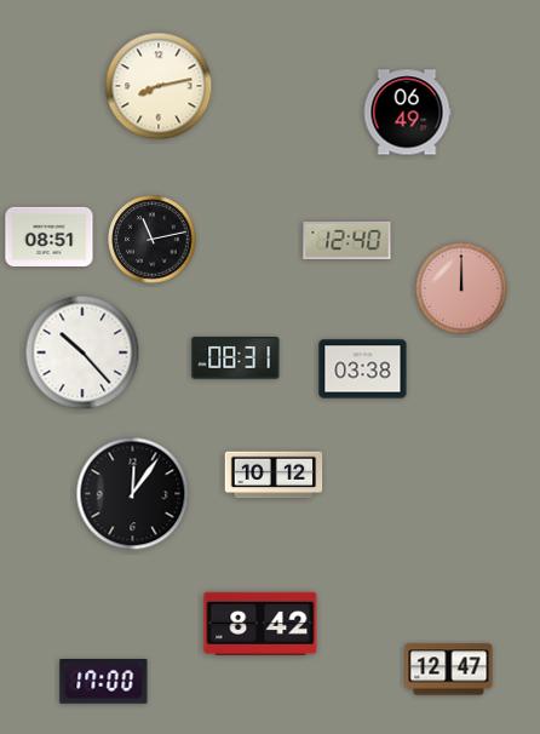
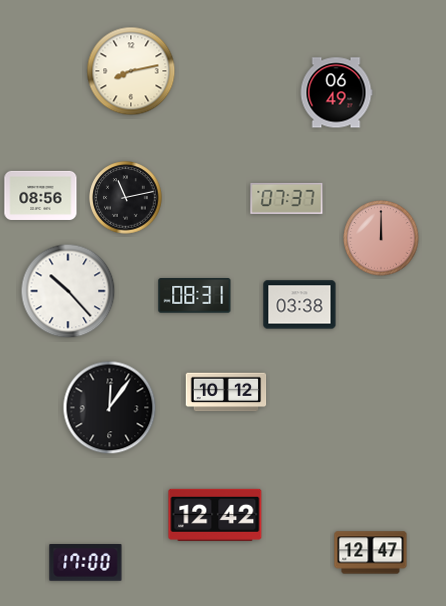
clock at (50, 236): 08:51 -> 08:56
clock at (347, 240): 12:40 -> 07:37
clock at (260, 624): 8:42 -> 12:42
